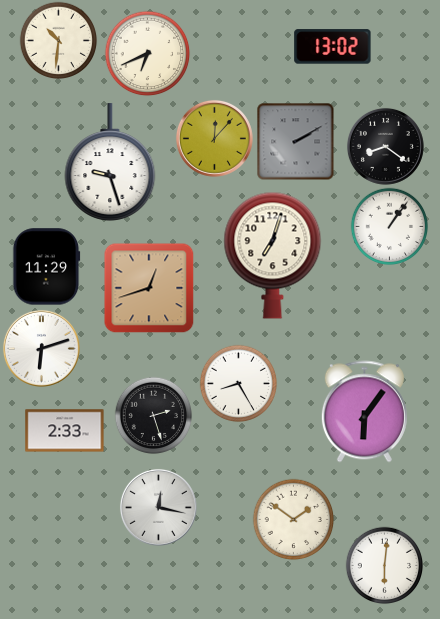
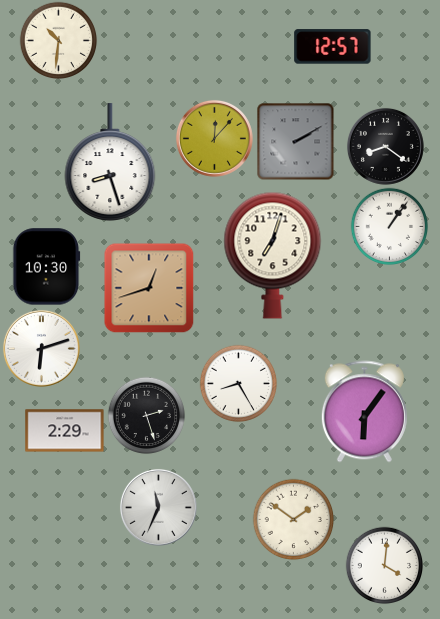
clock at (333, 47): 13:02 -> 12:57
clock at (147, 53): 6:41 -> none
clock at (110, 162): 9:27 -> 8:27
clock at (47, 267): 11:29 -> 10:30
clock at (153, 415) position: (153, 415) -> (146, 415)
clock at (65, 431): 2:33 -> 2:29
clock at (158, 507): 12:17 -> 11:34
clock at (384, 565): 6:01 -> 4:01
